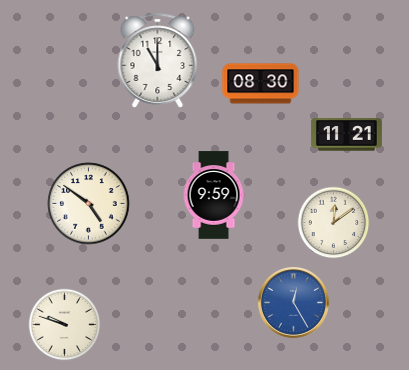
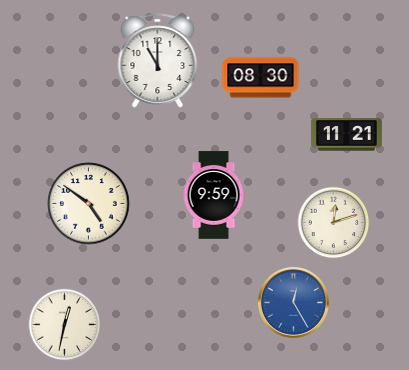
clock at (261, 84) position: (261, 84) -> (261, 78)
clock at (334, 223): 12:09 -> 12:12
clock at (65, 325): 9:48 -> 12:32
